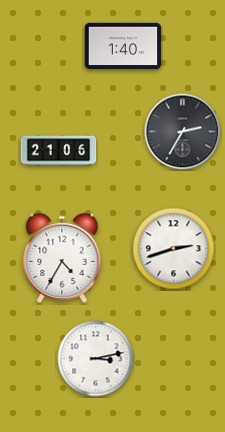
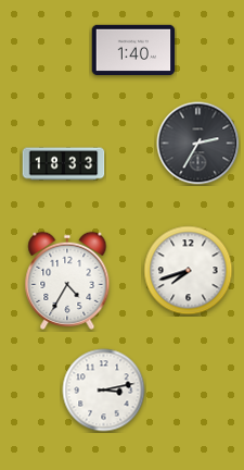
clock at (59, 151): 21:06 -> 18:33
clock at (174, 249): 2:42 -> 7:42
